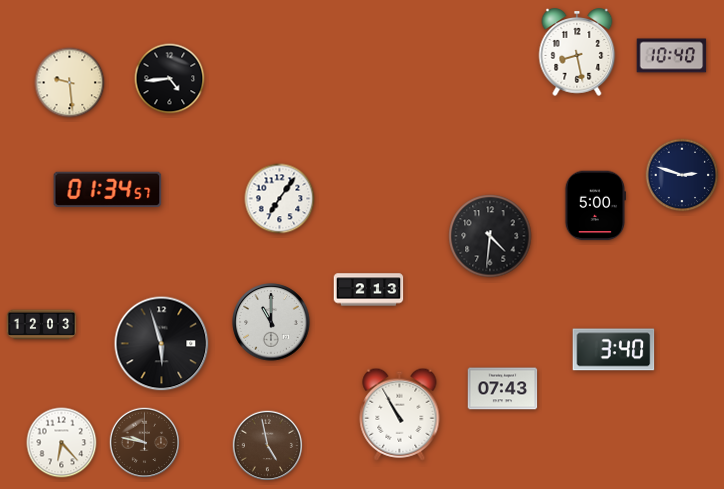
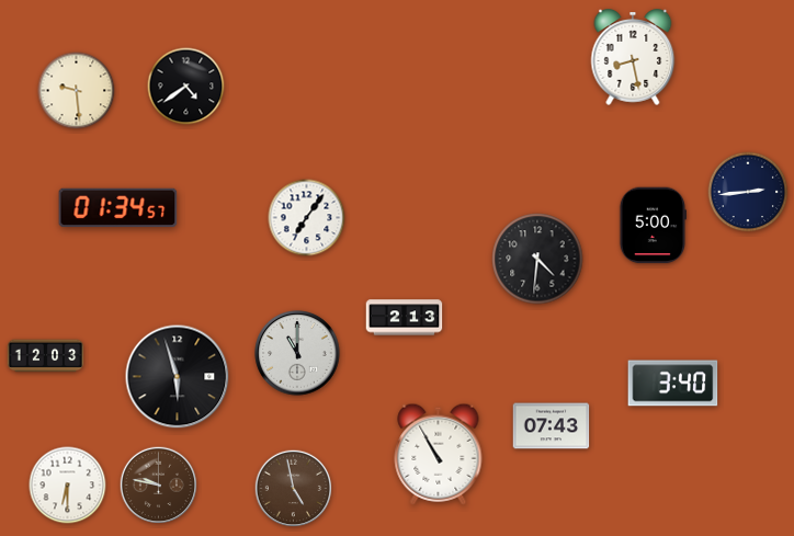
clock at (672, 56): 10:40 -> none
clock at (170, 79): 4:44 -> 4:39
clock at (682, 175): 2:48 -> 2:44
clock at (62, 443): 6:23 -> 6:30
